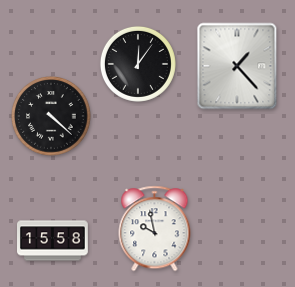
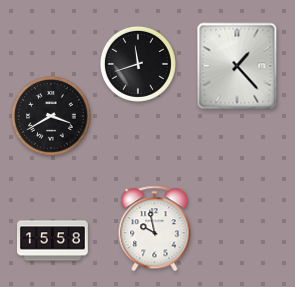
clock at (138, 64): 12:06 -> 11:42
clock at (51, 116): 4:22 -> 3:40
